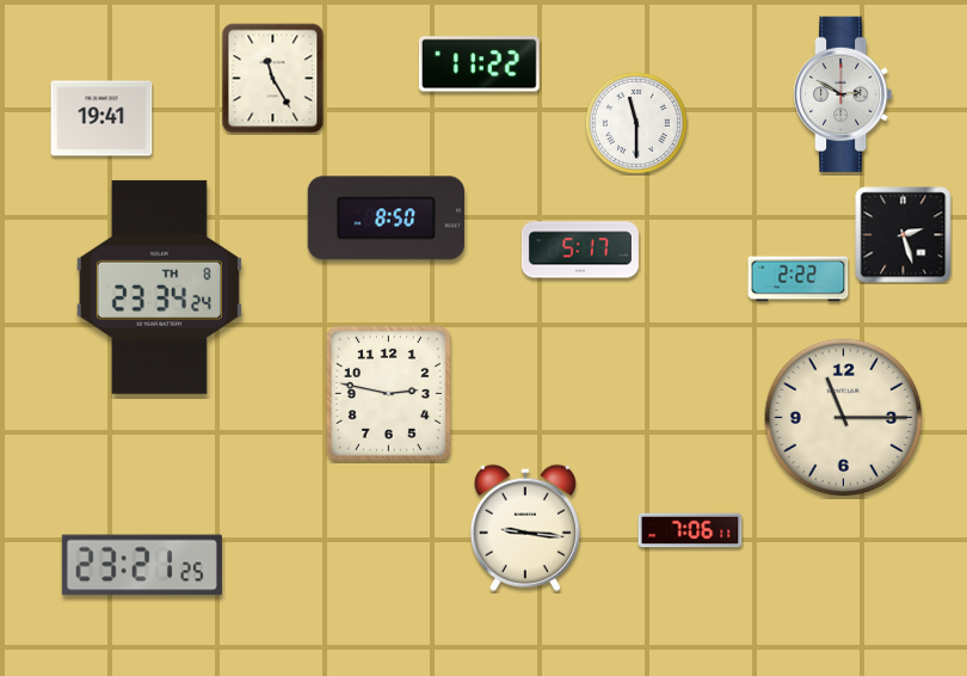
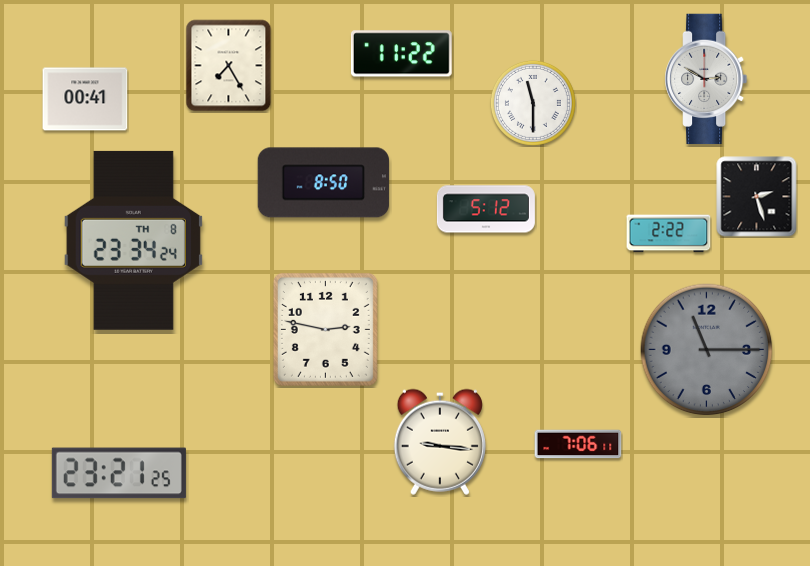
clock at (273, 79): 11:25 -> 7:25
clock at (101, 118): 19:41 -> 00:41
clock at (580, 250): 5:17 -> 5:12
clock at (844, 418) dial: cream -> grey
